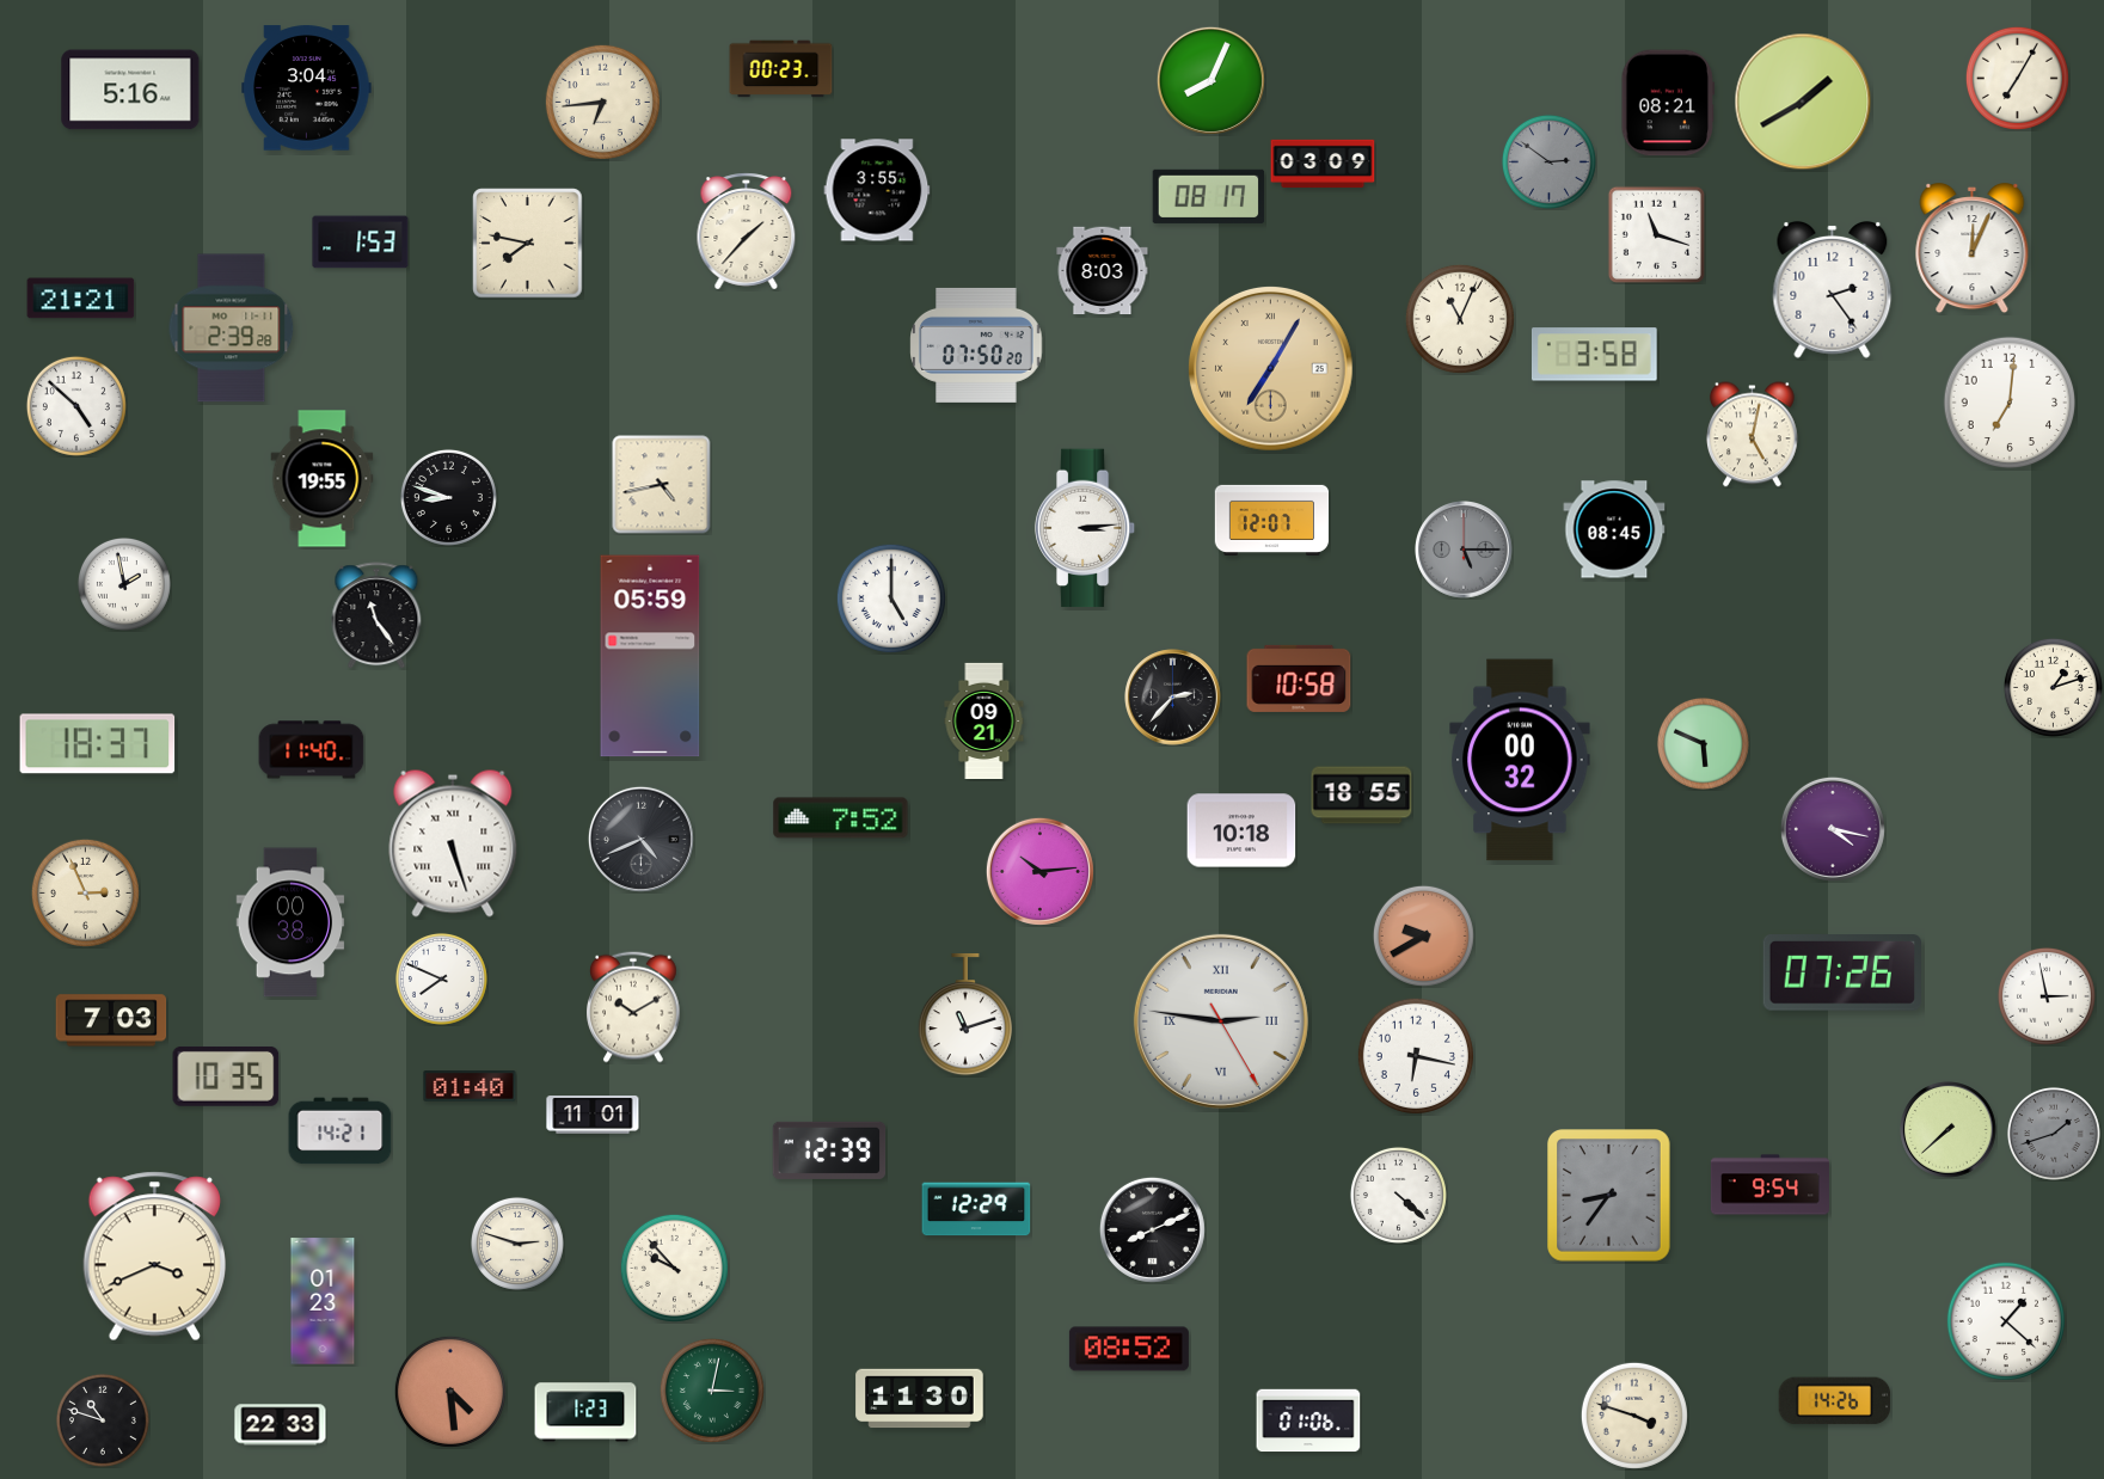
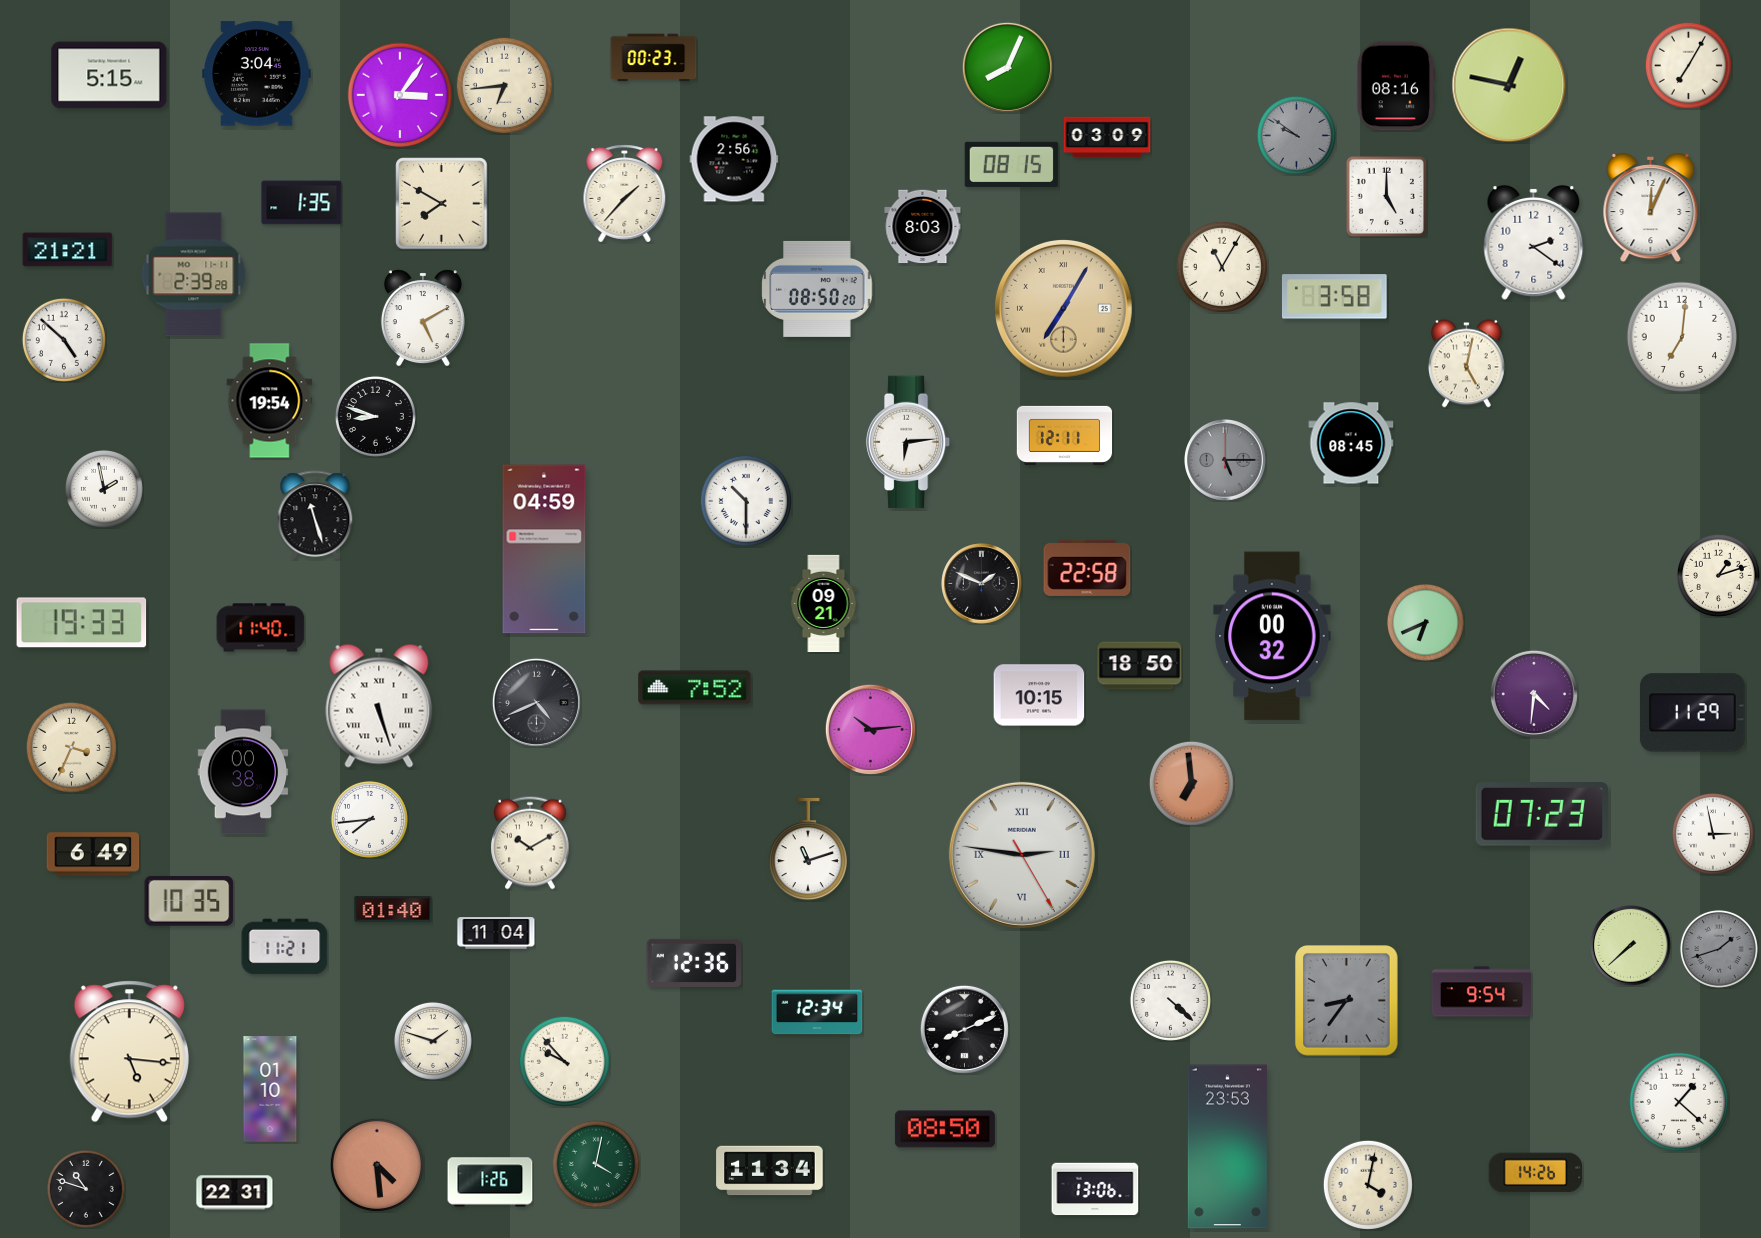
clock at (1210, 80) position: (1210, 80) -> (1007, 67)
clock at (130, 90): 5:16 -> 5:15
clock at (1803, 102): 1:40 -> 12:47
clock at (1668, 103): 08:21 -> 08:16
clock at (399, 94): none -> 3:06
clock at (1548, 161): 2:51 -> 9:51
clock at (877, 190): 3:55 -> 2:56
clock at (1209, 196): 08:17 -> 08:15
clock at (1656, 234): 11:18 -> 5:00
clock at (361, 243): 1:53 -> 1:35
clock at (528, 244): 7:47 -> 7:50
clock at (1833, 289): 2:24 -> 2:21
clock at (1460, 319): 11:04 -> 11:05
clock at (976, 345): 07:50 -> 08:50
clock at (423, 318): none -> 5:10
clock at (323, 479): 19:55 -> 19:54
clock at (662, 485): 4:43 -> none
clock at (1272, 520): 12:07 -> 12:11
clock at (1085, 528): 3:14 -> 6:14
clock at (891, 599): 5:00 -> 10:30
clock at (376, 615): 11:24 -> 11:27
clock at (650, 656): 05:59 -> 04:59
clock at (1299, 679): 10:58 -> 22:58
clock at (1173, 698): 2:37 -> 1:49
clock at (1703, 743): 5:49 -> 6:41
clock at (98, 744): 18:37 -> 19:33
clock at (1362, 796): 18:55 -> 18:50
clock at (841, 818) position: (841, 818) -> (695, 688)
clock at (1833, 829): 4:17 -> 4:31
clock at (1241, 830): 10:18 -> 10:15
clock at (1692, 713): none -> 11:29
clock at (85, 892): 2:56 -> 3:34
clock at (1423, 935): 9:40 -> 6:59
clock at (1842, 974): 07:26 -> 07:23
clock at (441, 978): 7:49 -> 7:44
clock at (111, 1020): 7:03 -> 6:49
clock at (1416, 1056): 6:17 -> none
clock at (593, 1115): 11:01 -> 11:04
clock at (341, 1131): 14:21 -> 11:21
clock at (829, 1150): 12:39 -> 12:36
clock at (976, 1209): 12:29 -> 12:34
clock at (517, 1244): 2:48 -> 1:48
clock at (154, 1257): 3:41 -> 5:16
clock at (323, 1301): 01:23 -> 01:10
clock at (2006, 1321) position: (2006, 1321) -> (1679, 1102)
clock at (1129, 1349): 08:52 -> 08:50
clock at (1227, 1147): none -> 23:53
clock at (712, 1391): 3:02 -> 4:02
clock at (920, 1399): 11:30 -> 11:34
clock at (585, 1412): 1:23 -> 1:26
clock at (1634, 1416): 3:48 -> 4:02
clock at (1308, 1420): 01:06 -> 13:06
clock at (281, 1425): 22:33 -> 22:31
